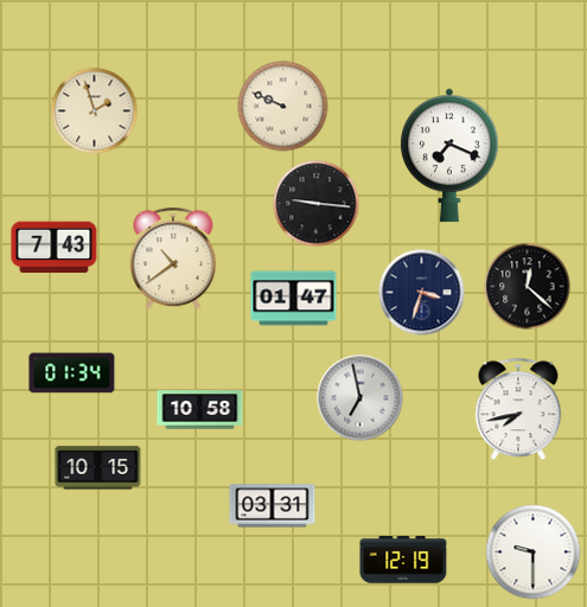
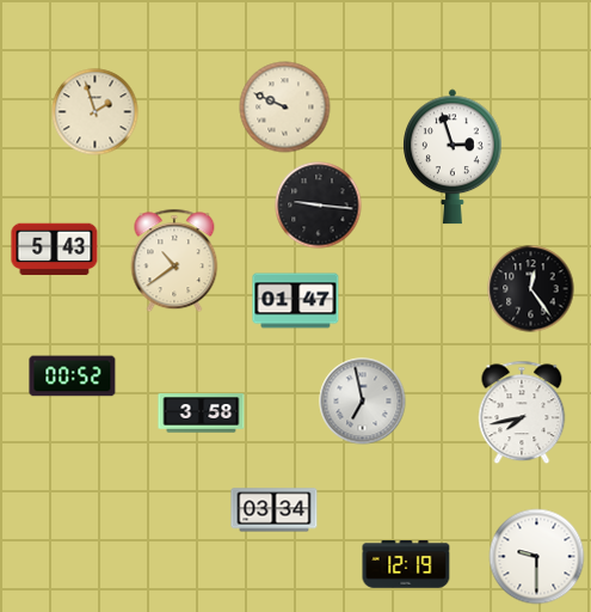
clock at (451, 155): 7:19 -> 2:57
clock at (55, 248): 7:43 -> 5:43
clock at (528, 287): 12:22 -> 12:24
clock at (422, 293): 3:33 -> none
clock at (72, 373): 01:34 -> 00:52
clock at (200, 410): 10:58 -> 3:58
clock at (98, 468): 10:15 -> none
clock at (273, 506): 03:31 -> 03:34
